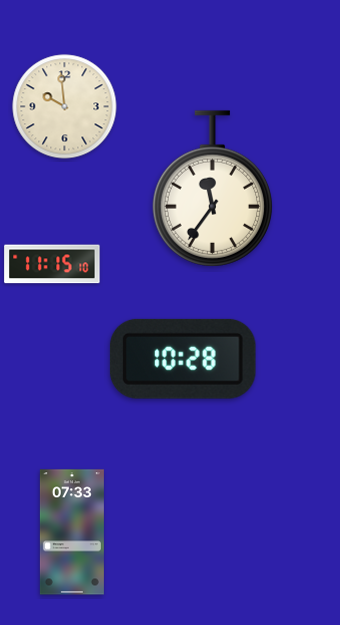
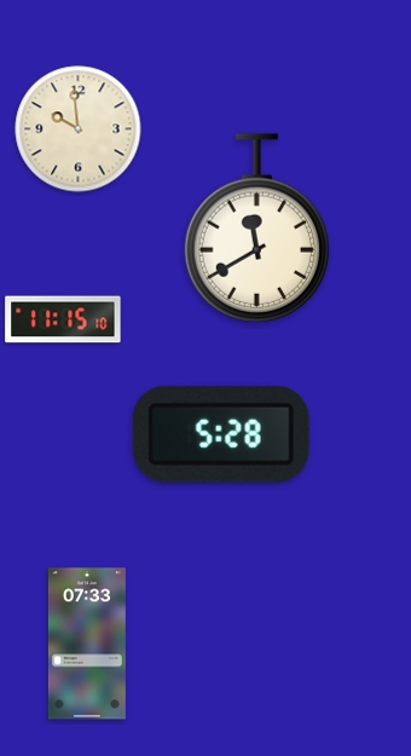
clock at (212, 189): 11:36 -> 11:40
clock at (183, 359): 10:28 -> 5:28
